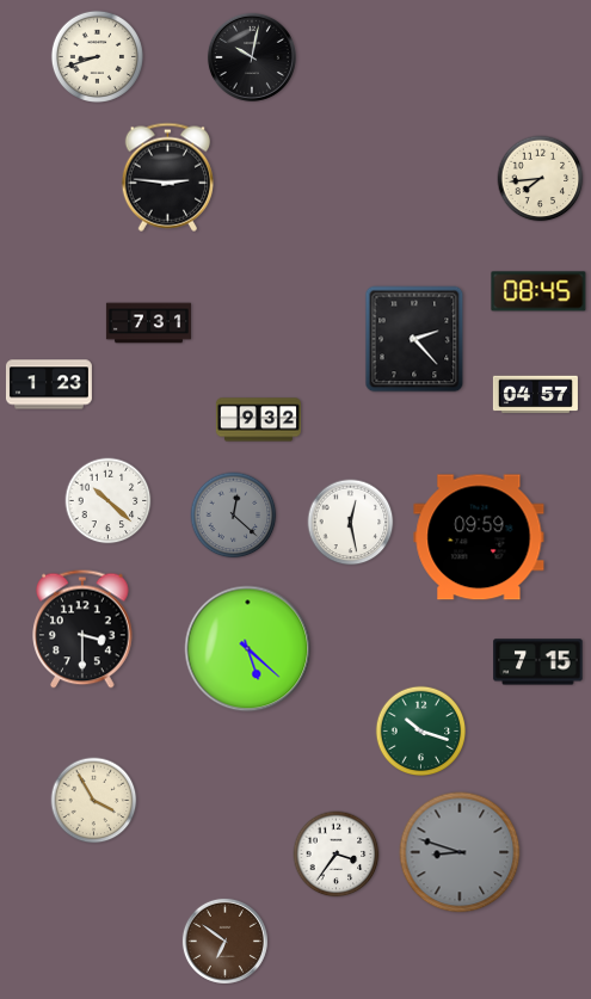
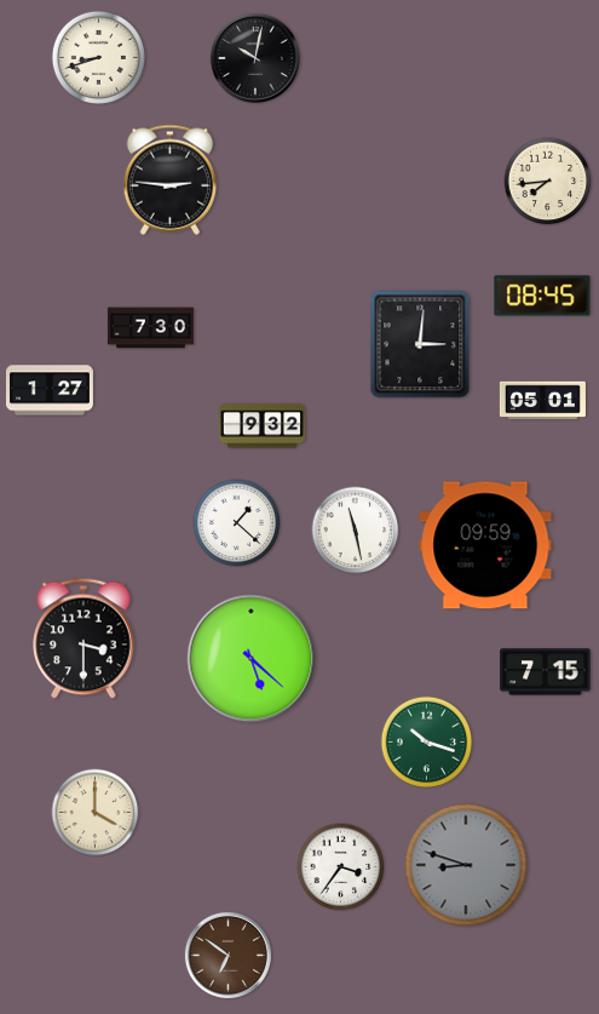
clock at (538, 291) position: (538, 291) -> (542, 296)
clock at (148, 323): 7:31 -> 7:30
clock at (414, 339): 2:23 -> 3:01
clock at (49, 384): 1:23 -> 1:27
clock at (535, 395): 04:57 -> 05:01
clock at (109, 501): 10:22 -> none
clock at (234, 516): 12:22 -> 1:22
clock at (234, 516) dial: grey -> white
clock at (351, 523): 12:28 -> 11:28
clock at (94, 801): 3:55 -> 4:00
